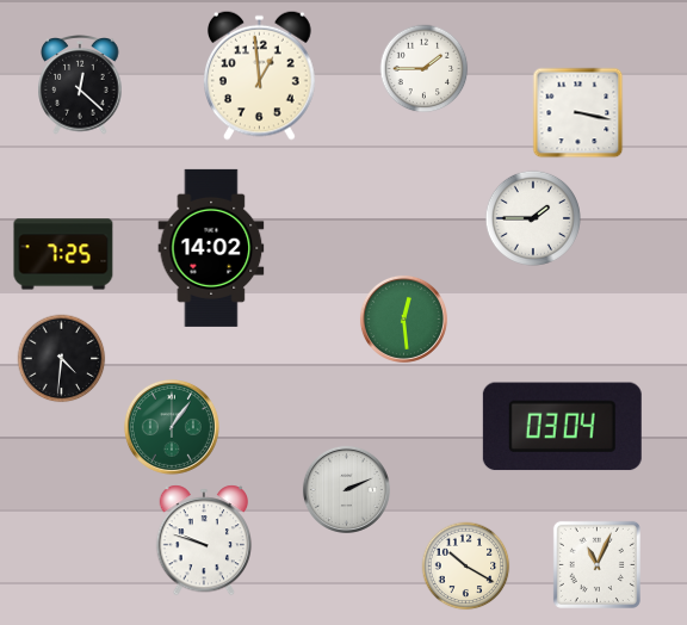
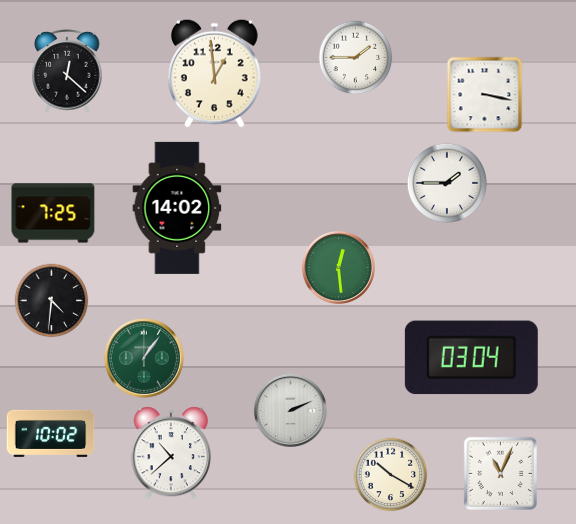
clock at (259, 75) position: (259, 75) -> (214, 73)
clock at (51, 433): none -> 10:02
clock at (204, 540): 9:48 -> 10:38
